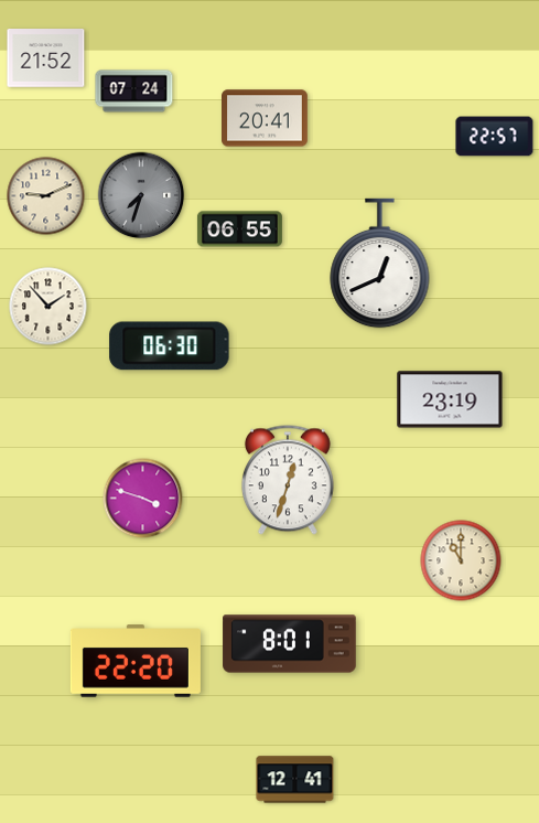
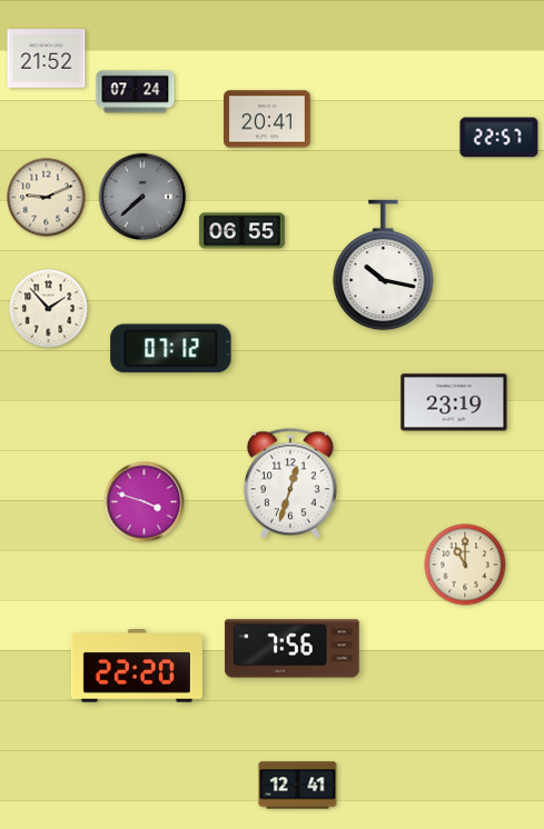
clock at (141, 195): 7:33 -> 7:38
clock at (380, 264): 12:41 -> 10:17
clock at (170, 346): 06:30 -> 07:12
clock at (290, 644): 8:01 -> 7:56
